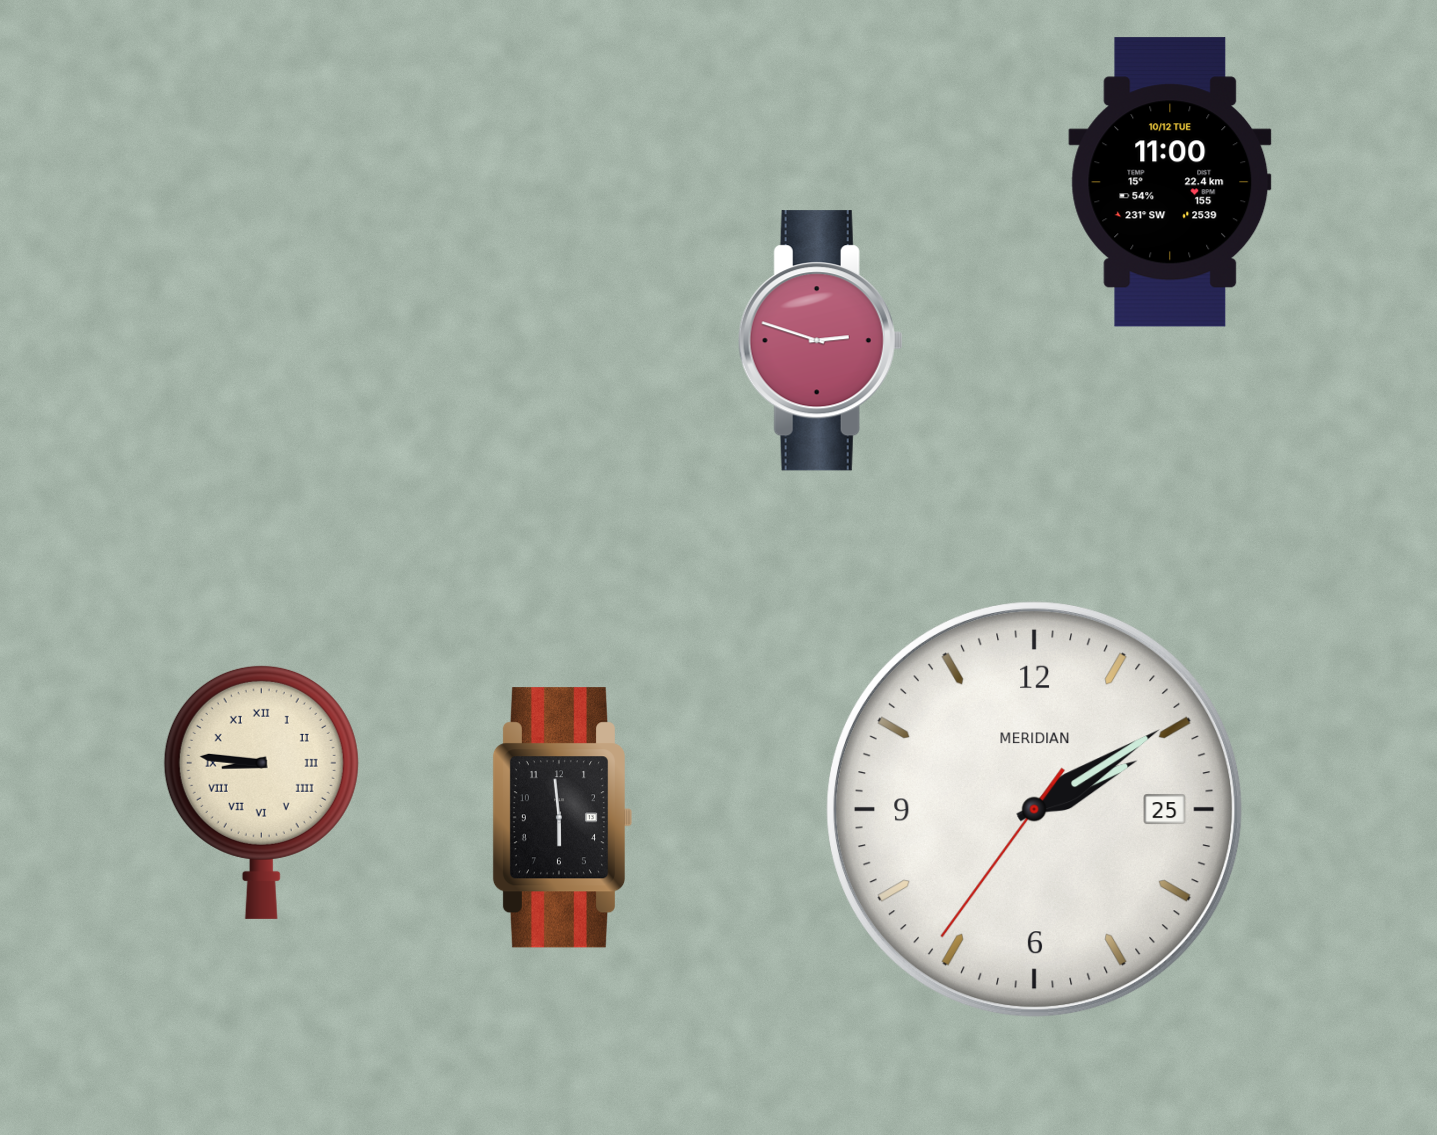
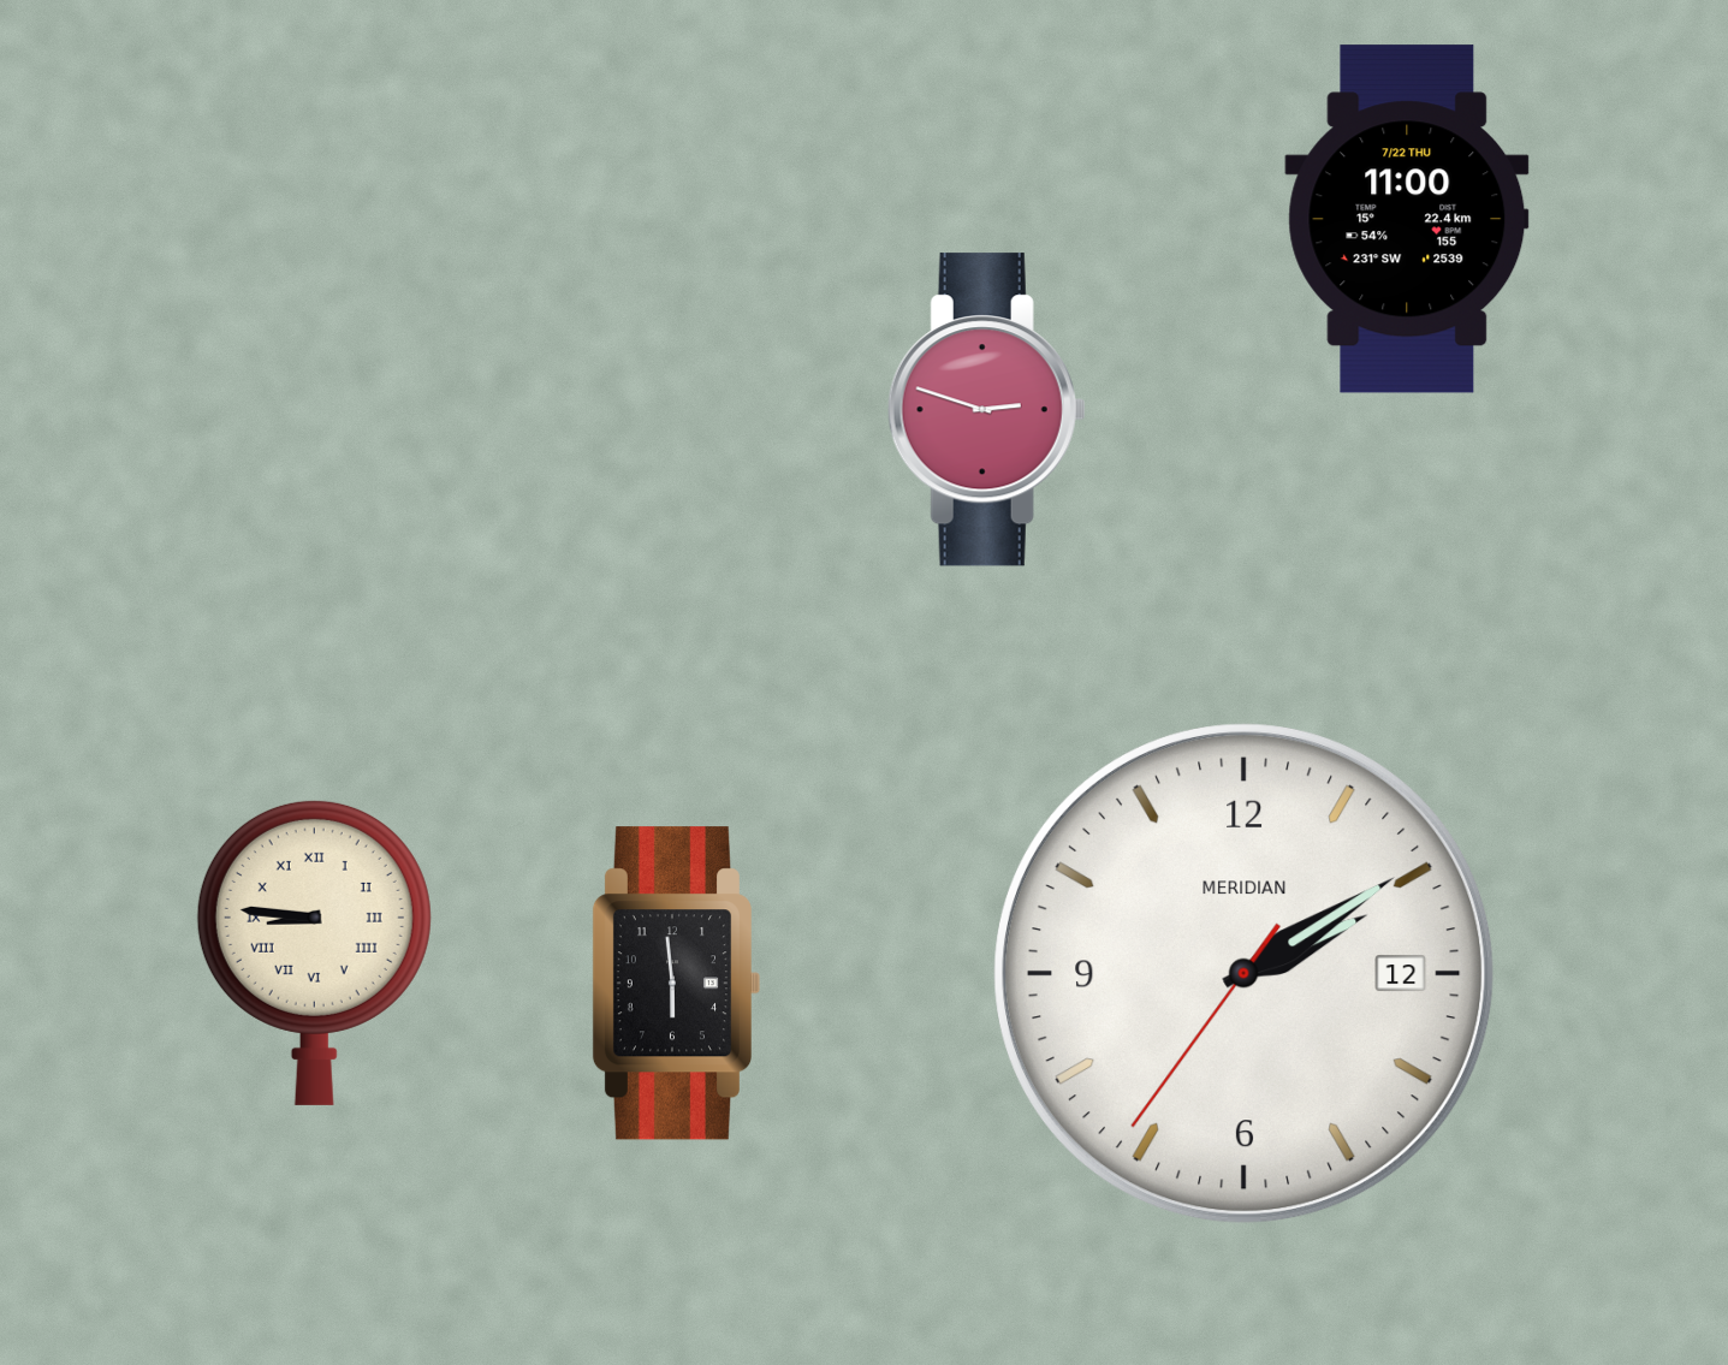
clock at (1170, 182) date: 10/12 TUE -> 7/22 THU
clock at (1035, 810) date: 25 -> 12
